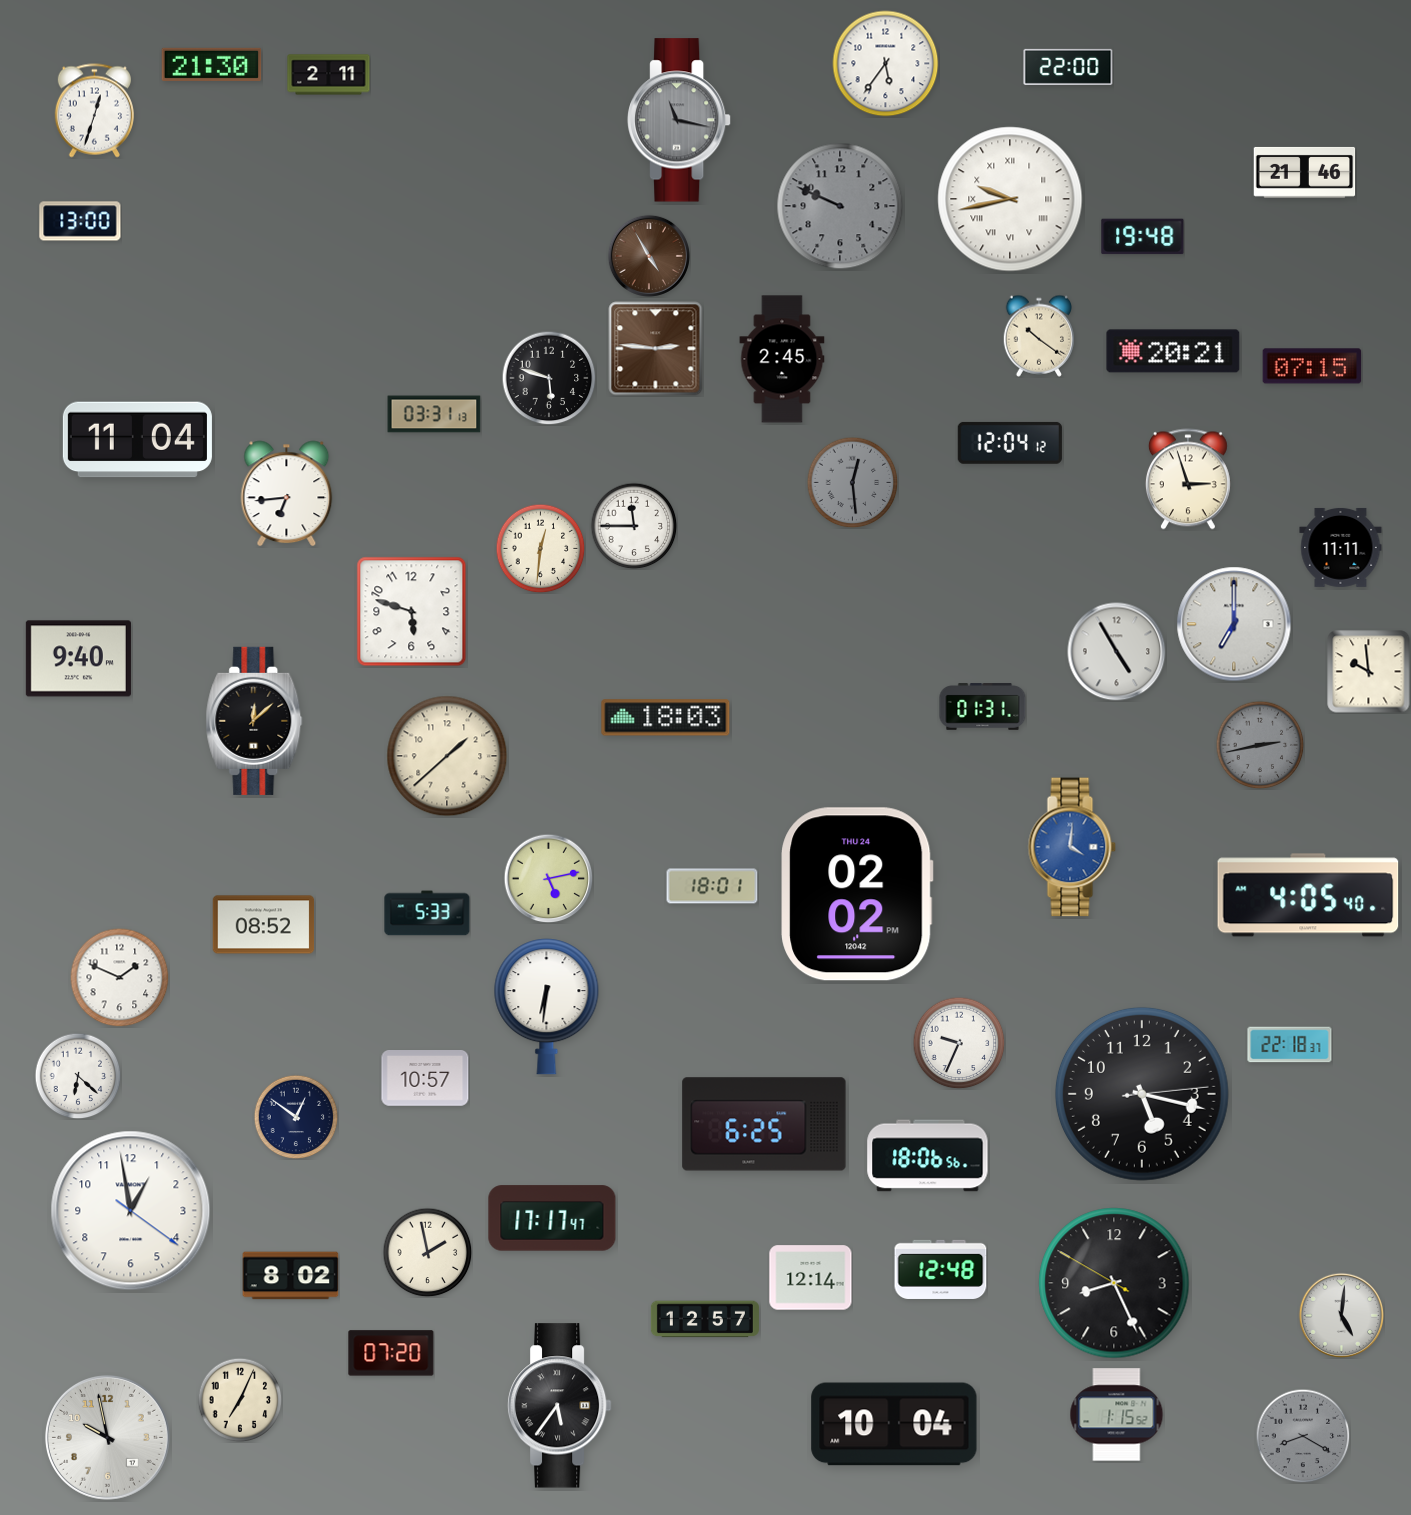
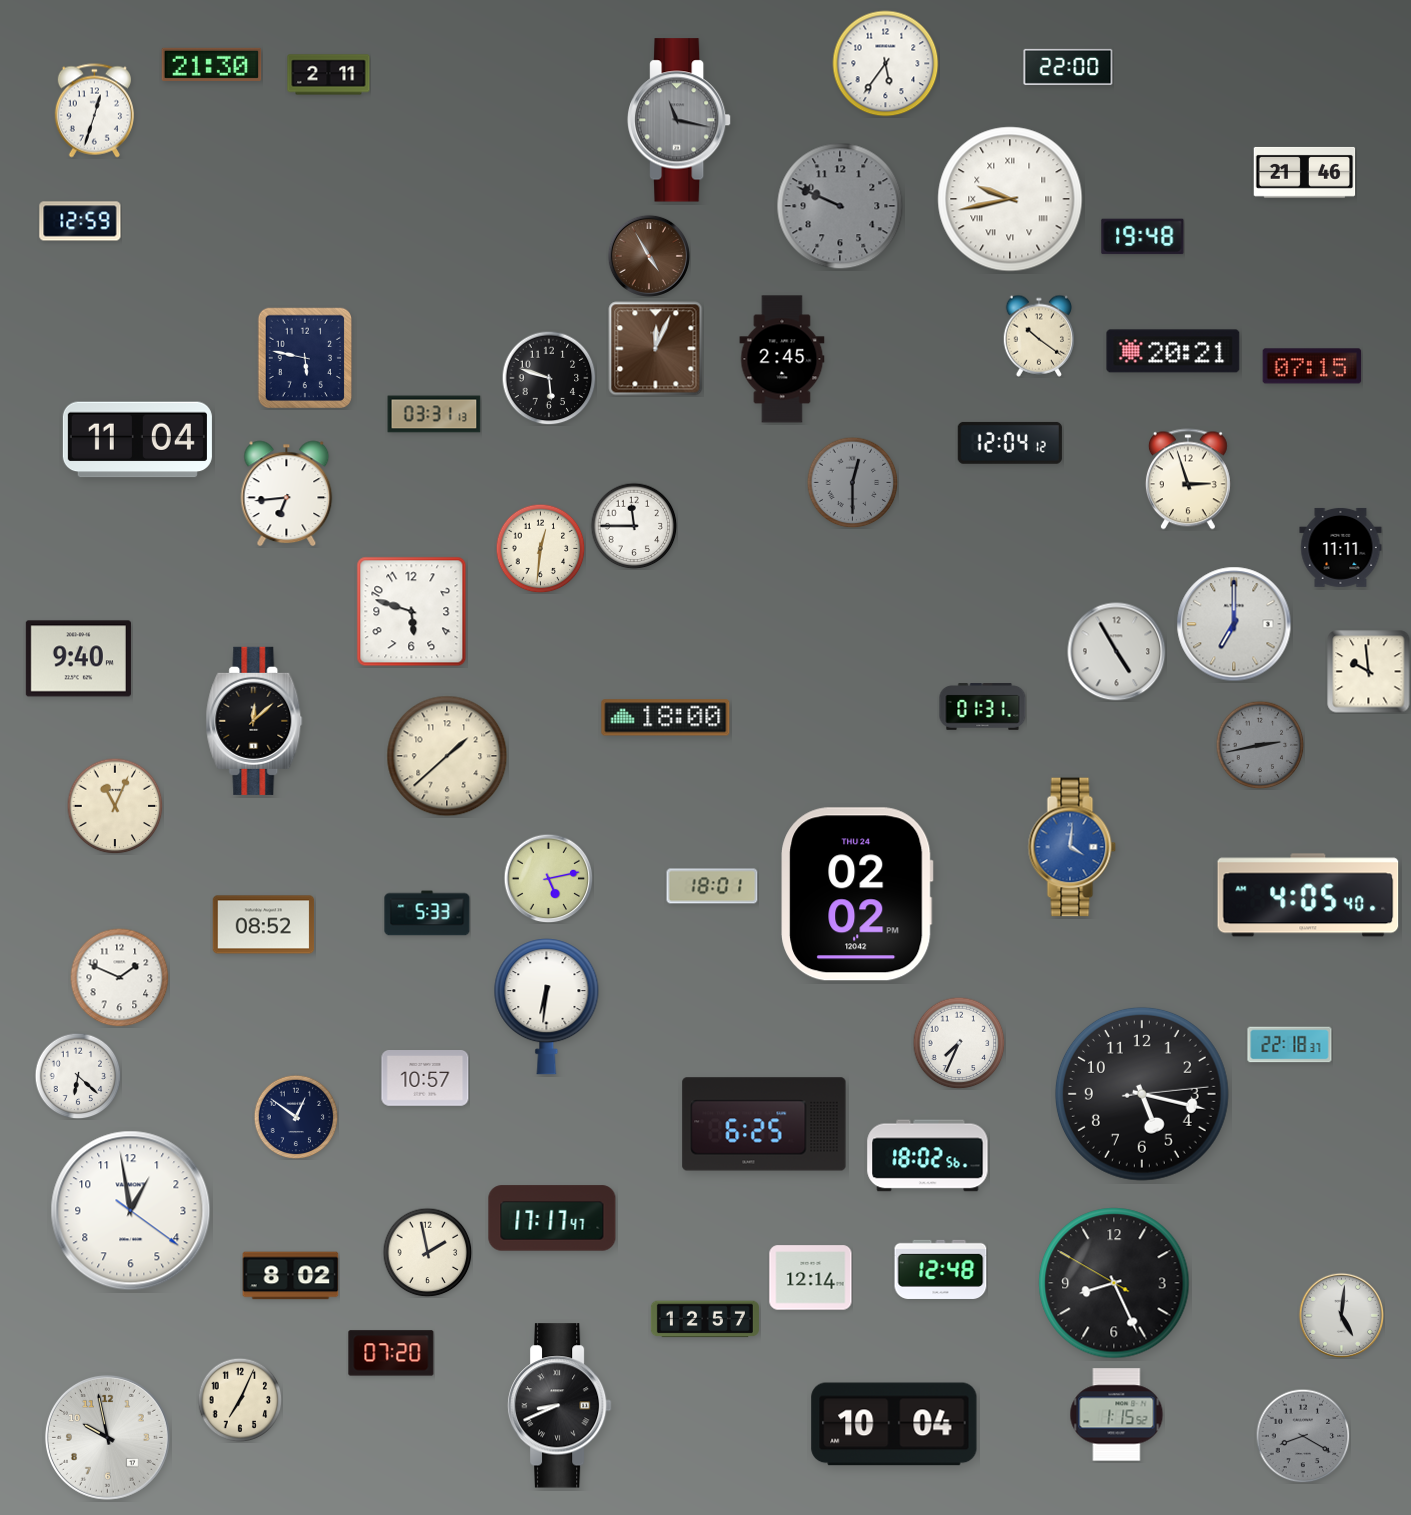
clock at (80, 221): 13:00 -> 12:59
clock at (656, 349): 2:46 -> 12:04
clock at (304, 357): none -> 5:47
clock at (852, 482): 12:29 -> 12:30
clock at (666, 718): 18:03 -> 18:00
clock at (115, 806): none -> 11:04
clock at (959, 1043): 9:34 -> 7:34
clock at (928, 1156): 18:06 -> 18:02
clock at (559, 1406): 5:36 -> 8:41
